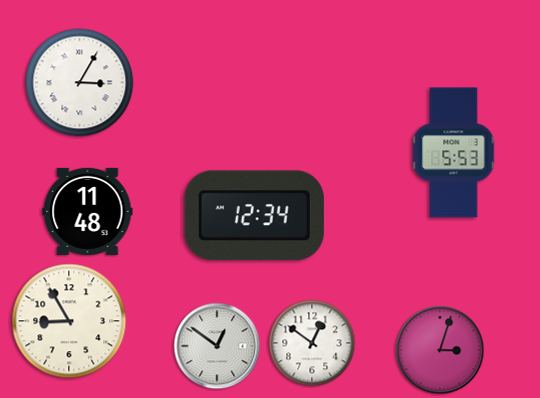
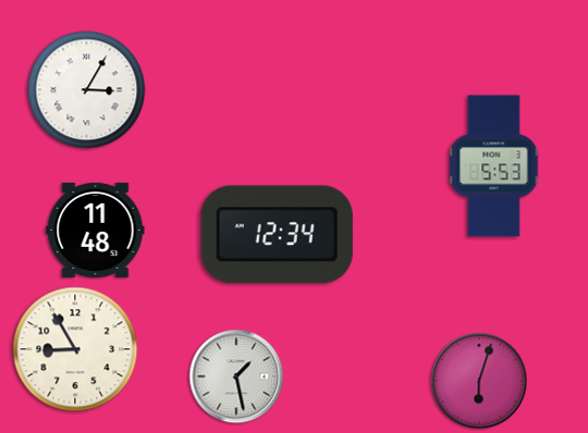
clock at (312, 343): 12:51 -> none
clock at (217, 346): 12:51 -> 1:28
clock at (440, 350): 3:03 -> 6:03
